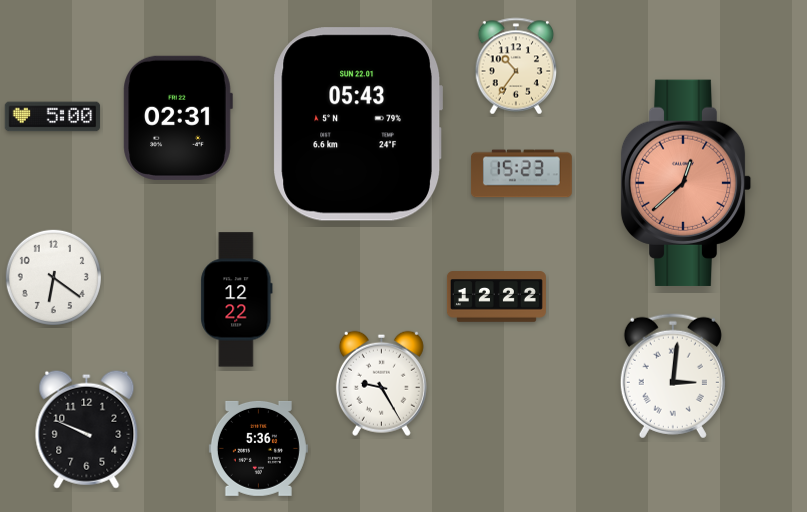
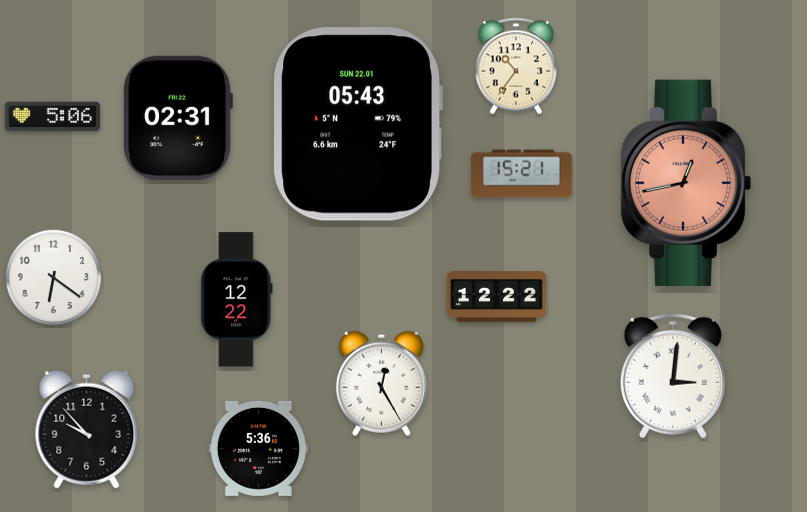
clock at (53, 117): 5:00 -> 5:06
clock at (521, 174): 15:23 -> 15:21
clock at (686, 183): 12:38 -> 12:43
clock at (381, 383): 9:25 -> 12:25
clock at (87, 429): 9:49 -> 9:53
